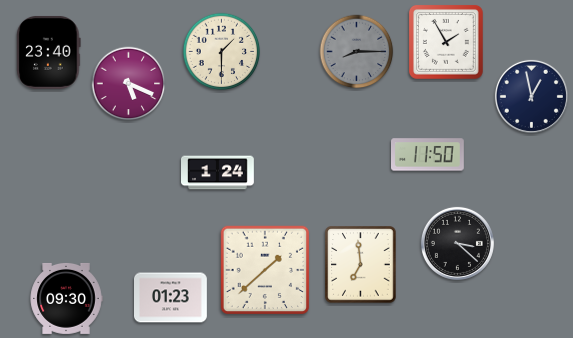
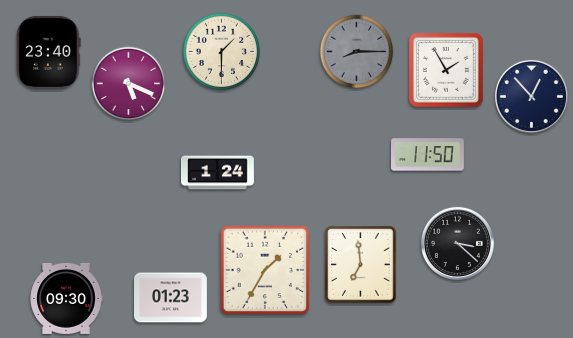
clock at (446, 42) position: (446, 42) -> (446, 70)
clock at (531, 96): 12:58 -> 12:53
clock at (265, 270): 1:38 -> 1:35
